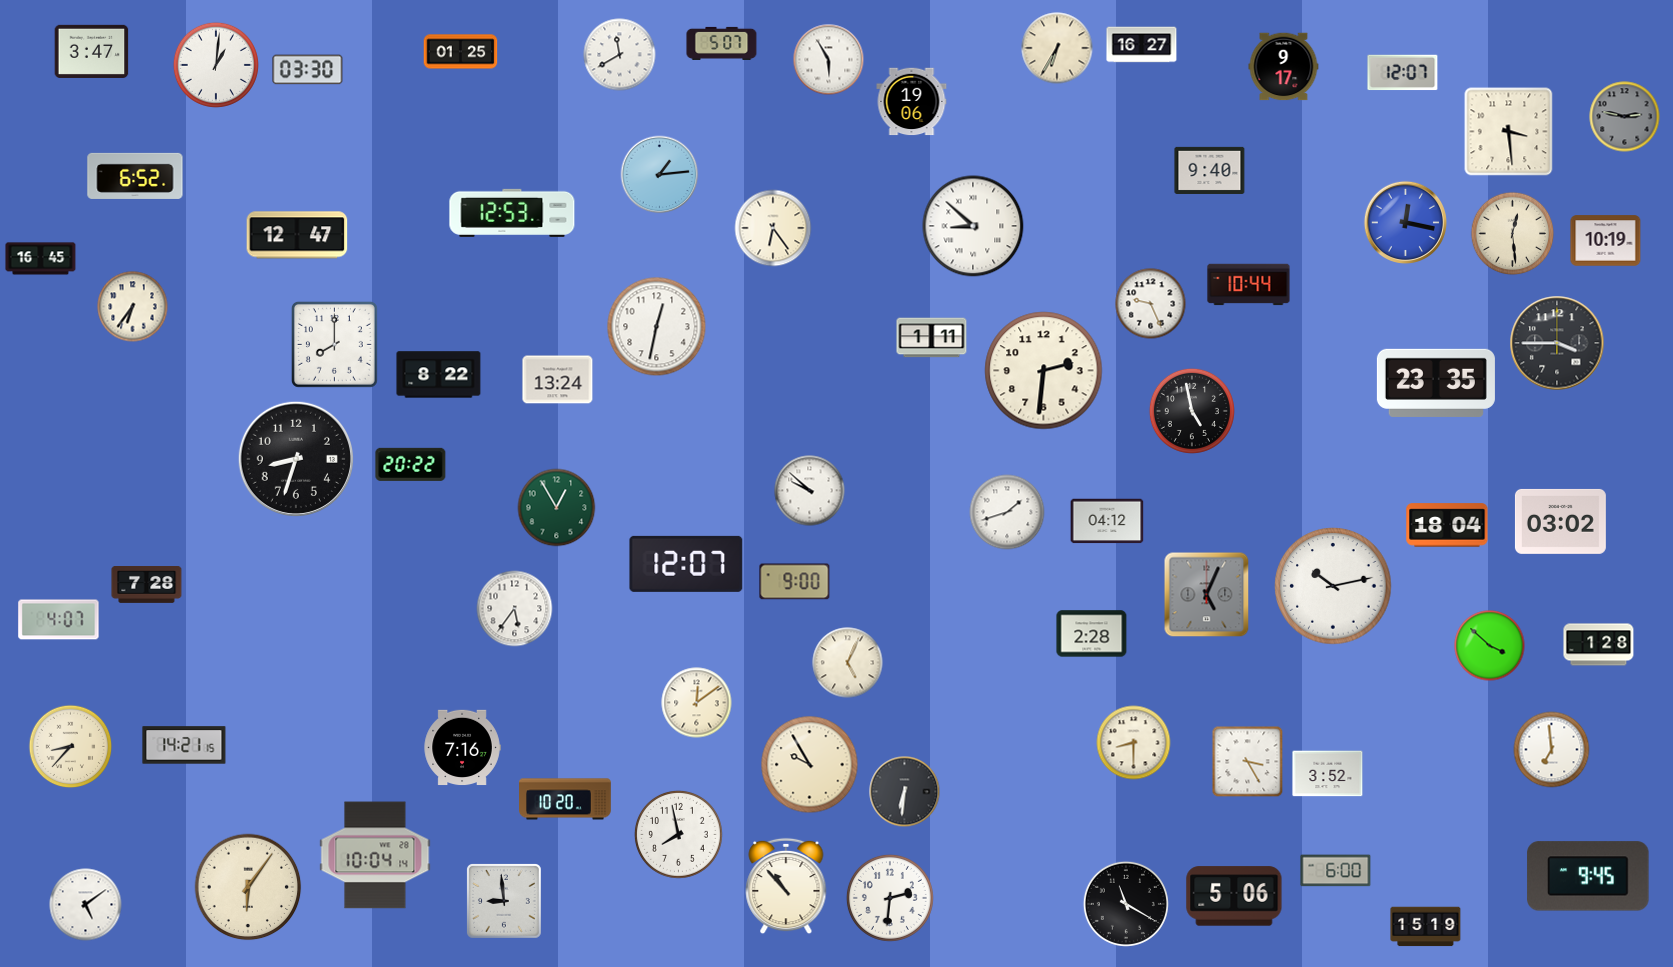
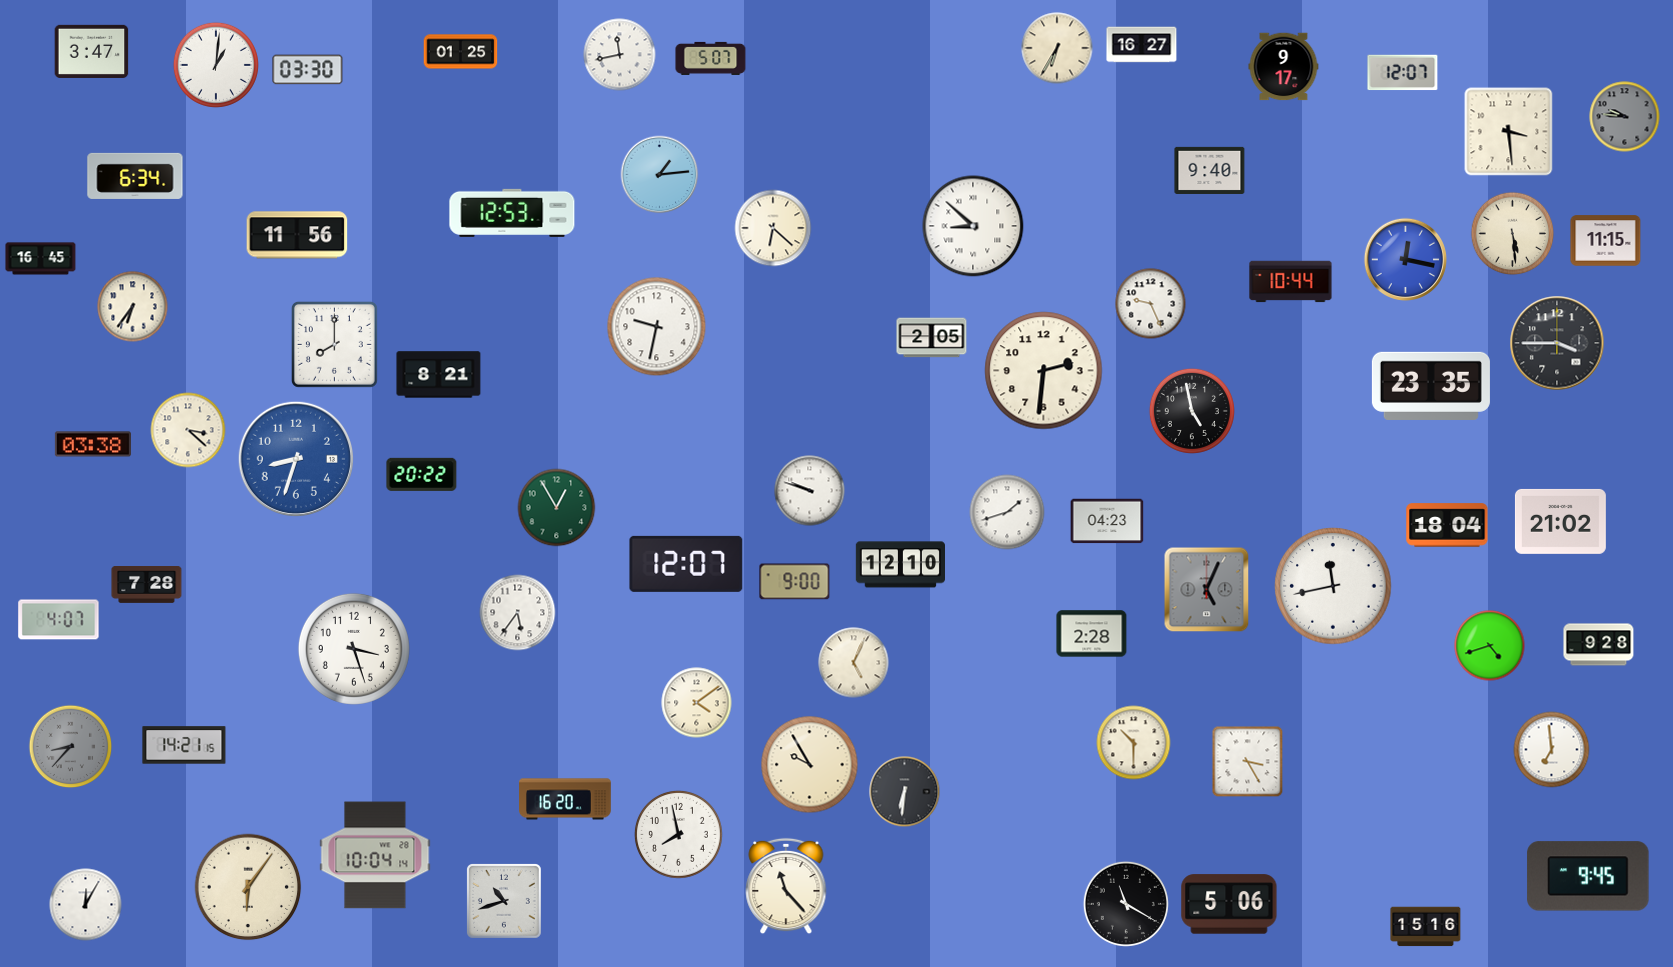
clock at (722, 43) position: (722, 43) -> (711, 58)
clock at (620, 55): 11:40 -> 11:43
clock at (829, 60): 5:55 -> none
clock at (912, 102): 19:06 -> none
clock at (1625, 117): 2:47 -> 9:46
clock at (135, 176): 6:52 -> 6:34
clock at (1405, 222) position: (1405, 222) -> (1405, 259)
clock at (773, 228): 6:24 -> 6:22
clock at (1513, 234): 12:29 -> 5:29
clock at (297, 235): 12:47 -> 11:56
clock at (1606, 241): 10:19 -> 11:15
clock at (1249, 285) position: (1249, 285) -> (1291, 282)
clock at (657, 327): 12:32 -> 9:32
clock at (932, 338): 1:11 -> 2:05
clock at (439, 375): 8:22 -> 8:21
clock at (558, 380): 13:24 -> none
clock at (1436, 383) position: (1436, 383) -> (1431, 386)
clock at (188, 430): none -> 3:22
clock at (93, 444): none -> 03:38
clock at (295, 458) dial: black -> blue
clock at (411, 464) position: (411, 464) -> (422, 474)
clock at (810, 491): 9:52 -> 9:48
clock at (1107, 521): 04:12 -> 04:23
clock at (1560, 521): 03:02 -> 21:02
clock at (900, 565): none -> 12:10
clock at (1333, 586): 10:13 -> 11:43
clock at (1207, 595) position: (1207, 595) -> (1207, 590)
clock at (515, 609) position: (515, 609) -> (518, 613)
clock at (1599, 645): 1:28 -> 9:28
clock at (1490, 646): 3:52 -> 4:42
clock at (354, 649): none -> 3:27
clock at (848, 663) position: (848, 663) -> (854, 663)
clock at (697, 703): 12:09 -> 4:09
clock at (1134, 743): 8:30 -> 10:30
clock at (71, 747) dial: cream -> grey
clock at (462, 748): 7:16 -> none
clock at (1328, 774): 3:52 -> none
clock at (565, 799): 10:20 -> 16:20
clock at (1336, 871): 6:00 -> none
clock at (786, 886): 10:53 -> 11:23
clock at (1234, 896) position: (1234, 896) -> (1229, 904)
clock at (890, 898): 2:31 -> none
clock at (505, 902): 8:59 -> 10:42
clock at (86, 905): 5:09 -> 12:05
clock at (1426, 927): 15:19 -> 15:16
